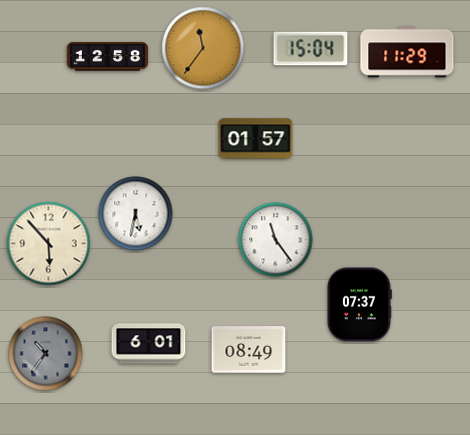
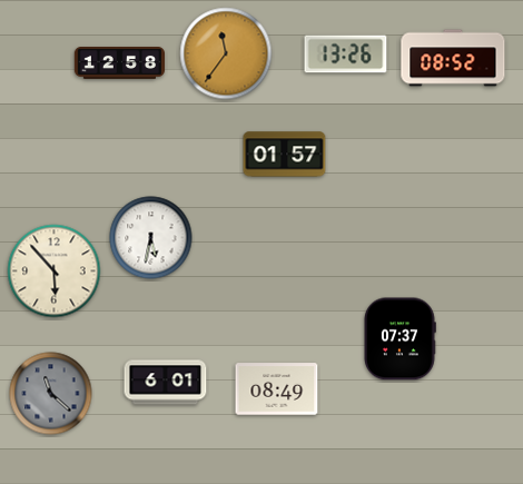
clock at (311, 49): 15:04 -> 13:26
clock at (407, 52): 11:29 -> 08:52
clock at (276, 240): 11:24 -> none
clock at (46, 354): 10:36 -> 11:22
